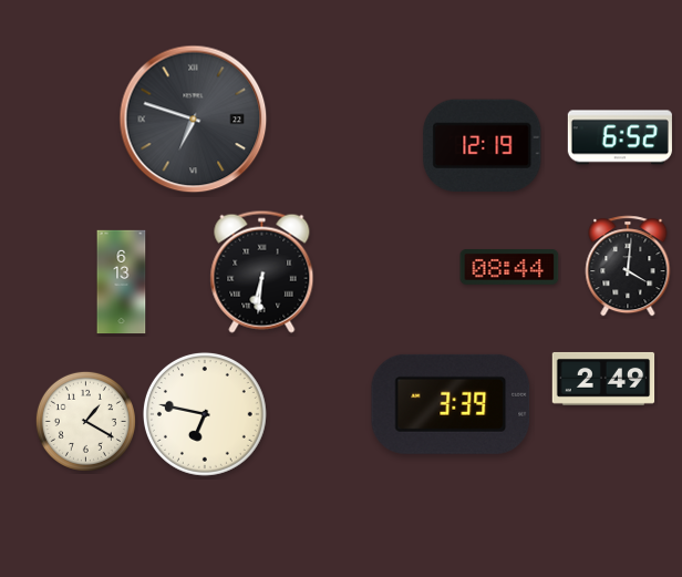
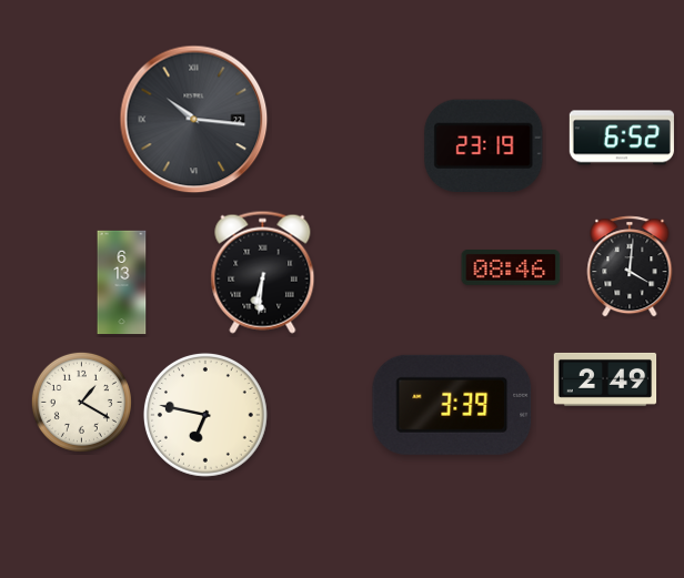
clock at (194, 120): 6:48 -> 10:16
clock at (483, 145): 12:19 -> 23:19
clock at (509, 268): 08:44 -> 08:46
clock at (85, 421) position: (85, 421) -> (81, 402)
